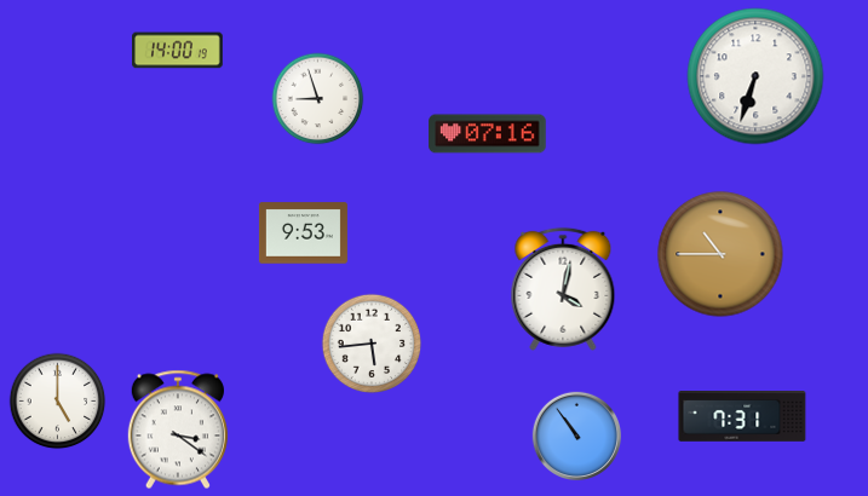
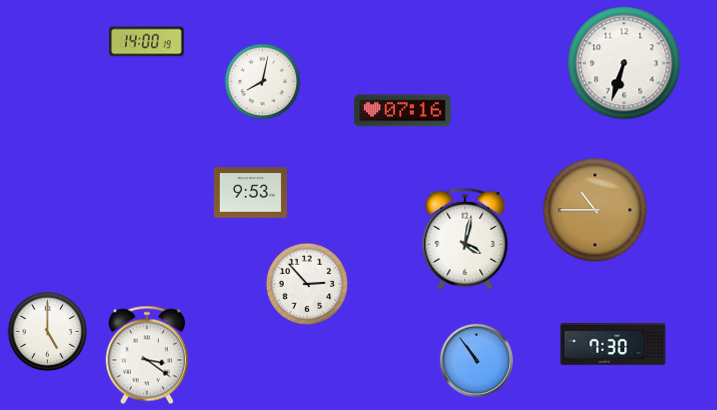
clock at (318, 99): 8:57 -> 8:02
clock at (372, 344): 5:44 -> 2:53
clock at (742, 417): 7:31 -> 7:30
